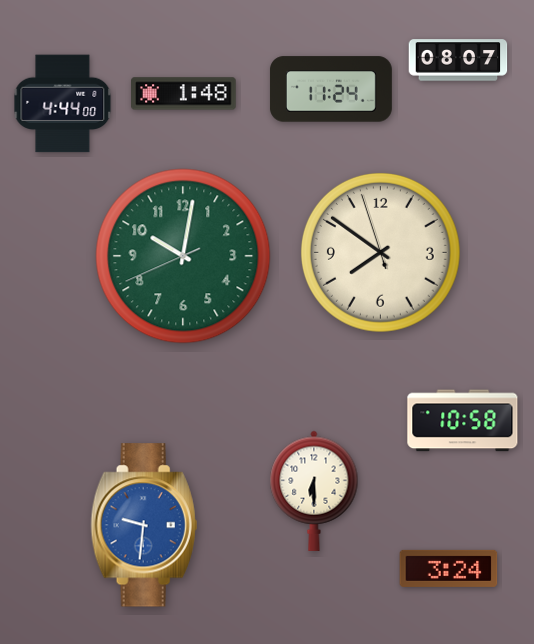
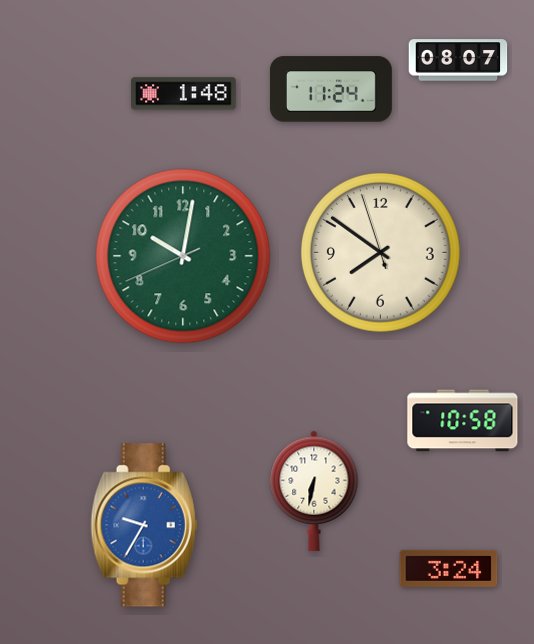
clock at (63, 104): 4:44 -> none
clock at (314, 491): 6:30 -> 6:32
clock at (144, 525): 9:31 -> 9:35
